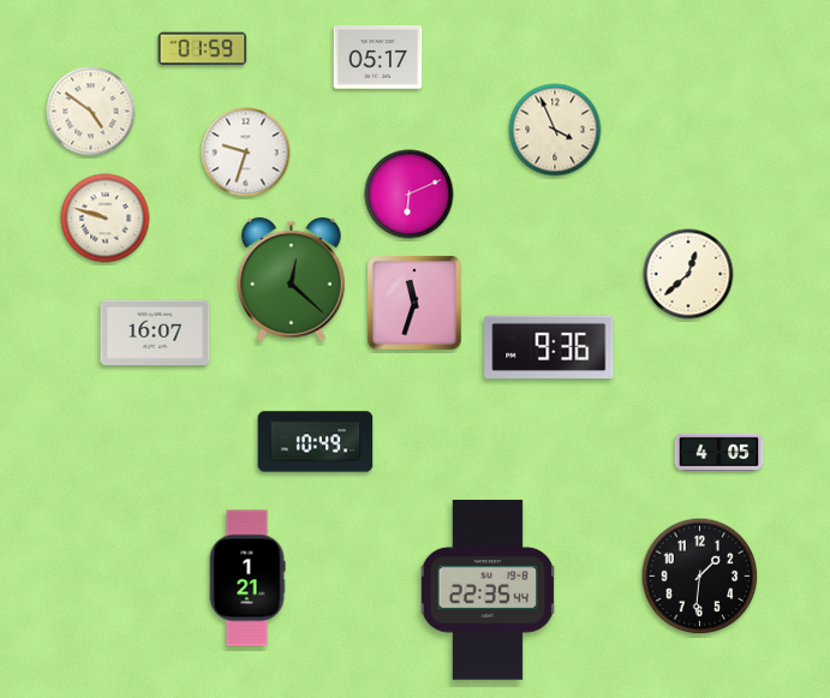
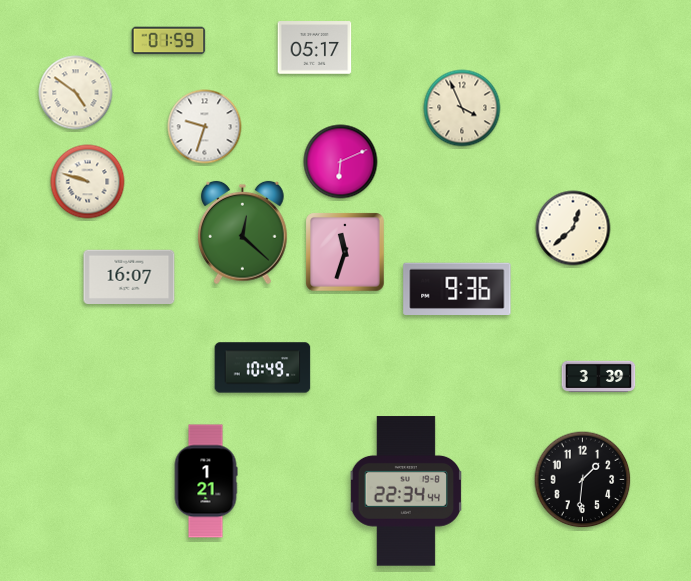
clock at (719, 453): 4:05 -> 3:39
clock at (488, 590): 22:35 -> 22:34
